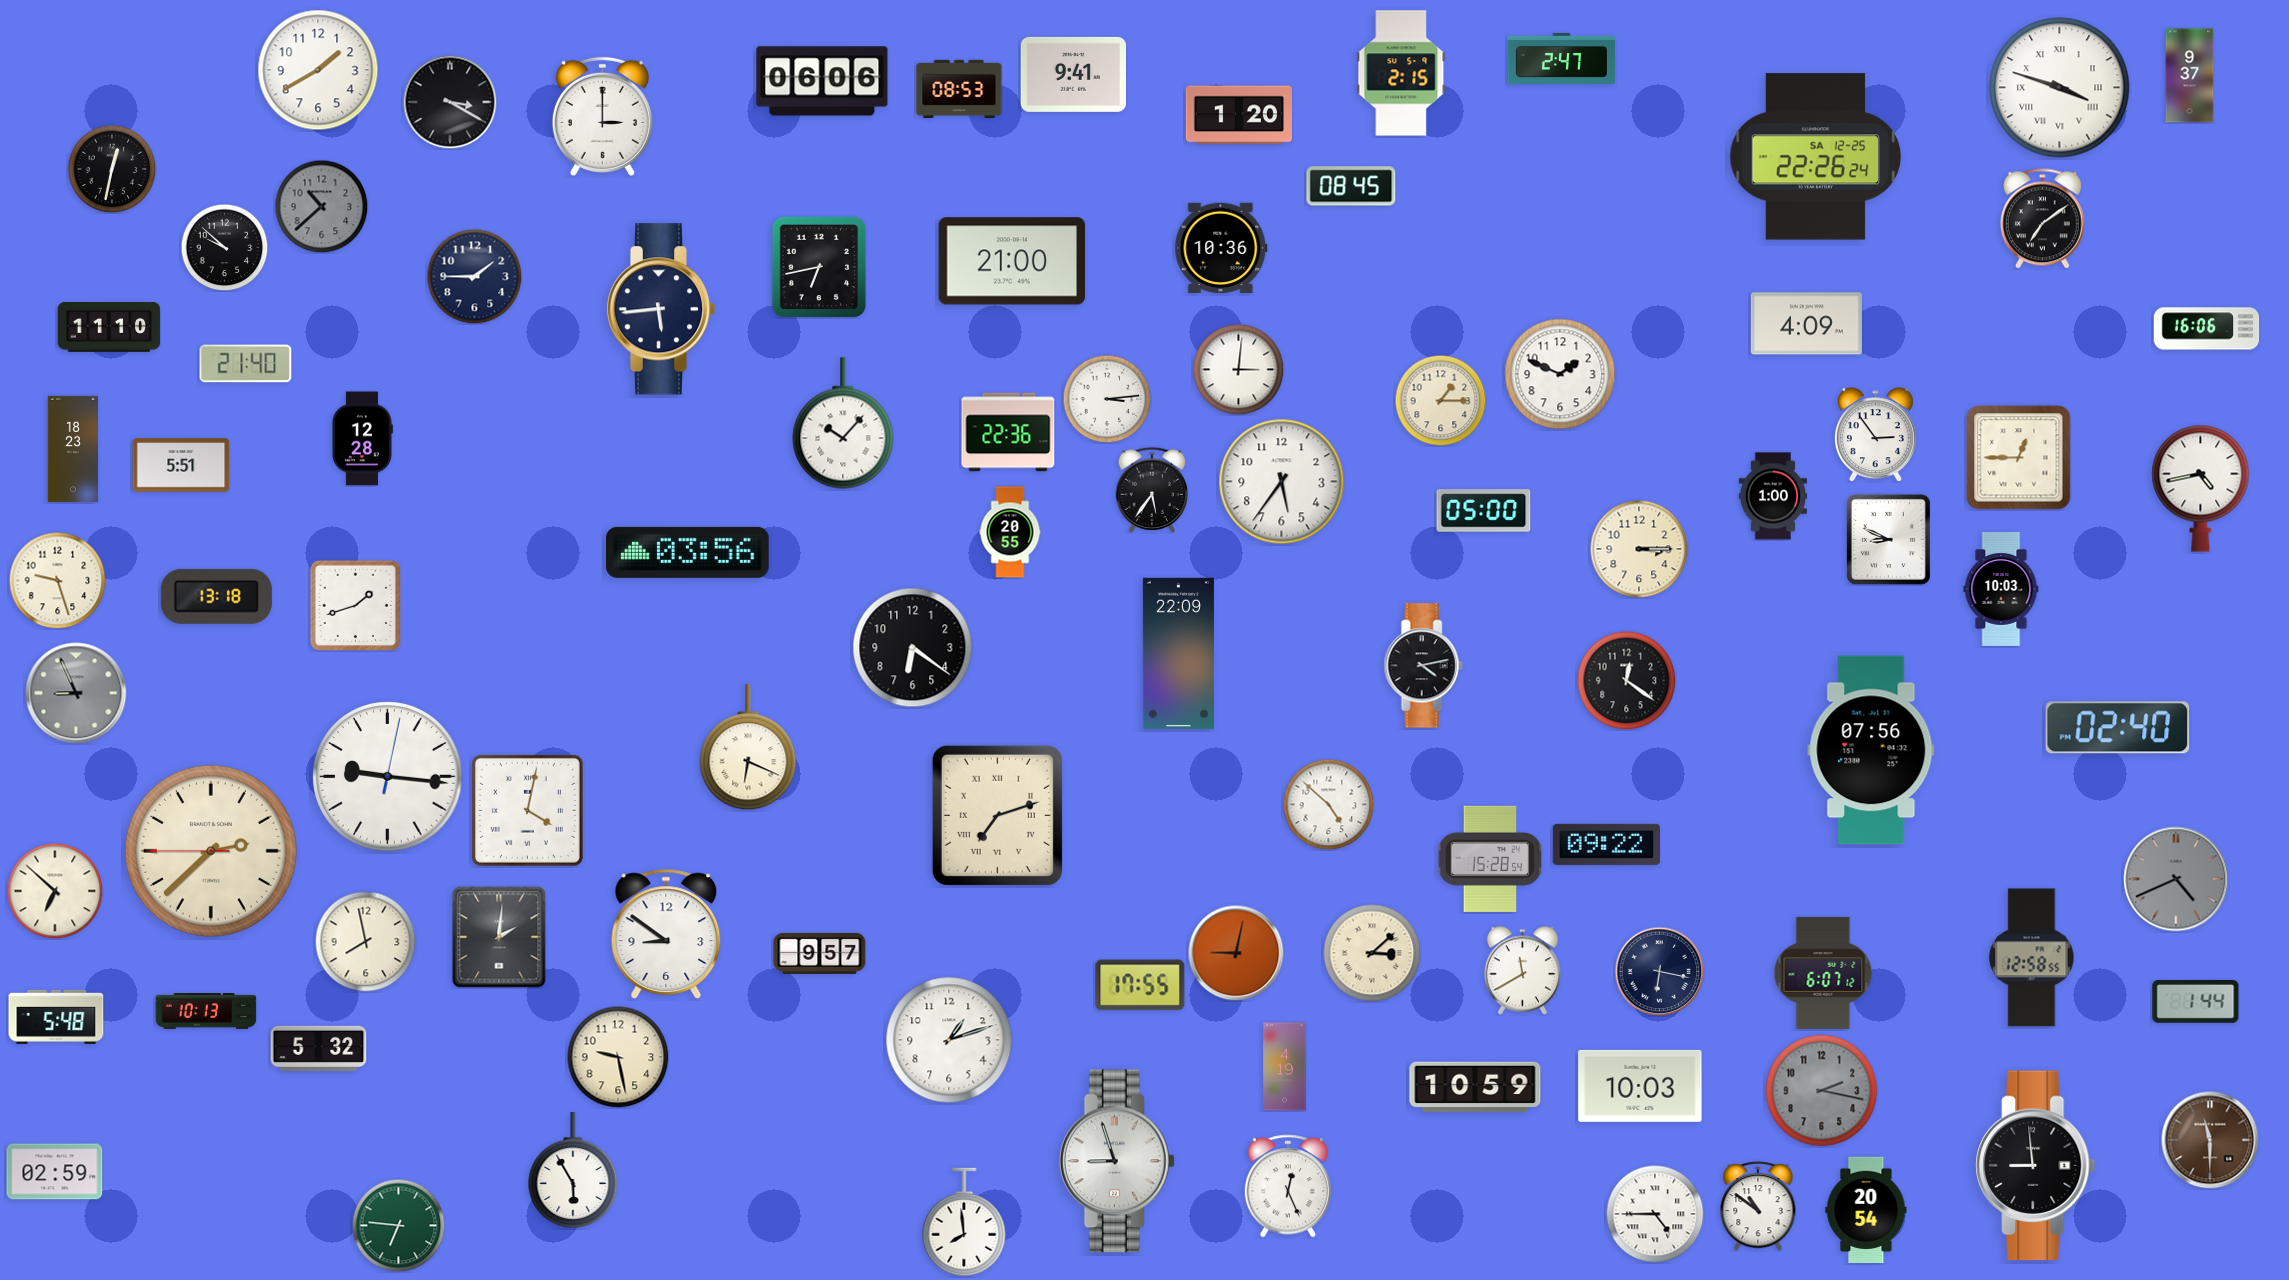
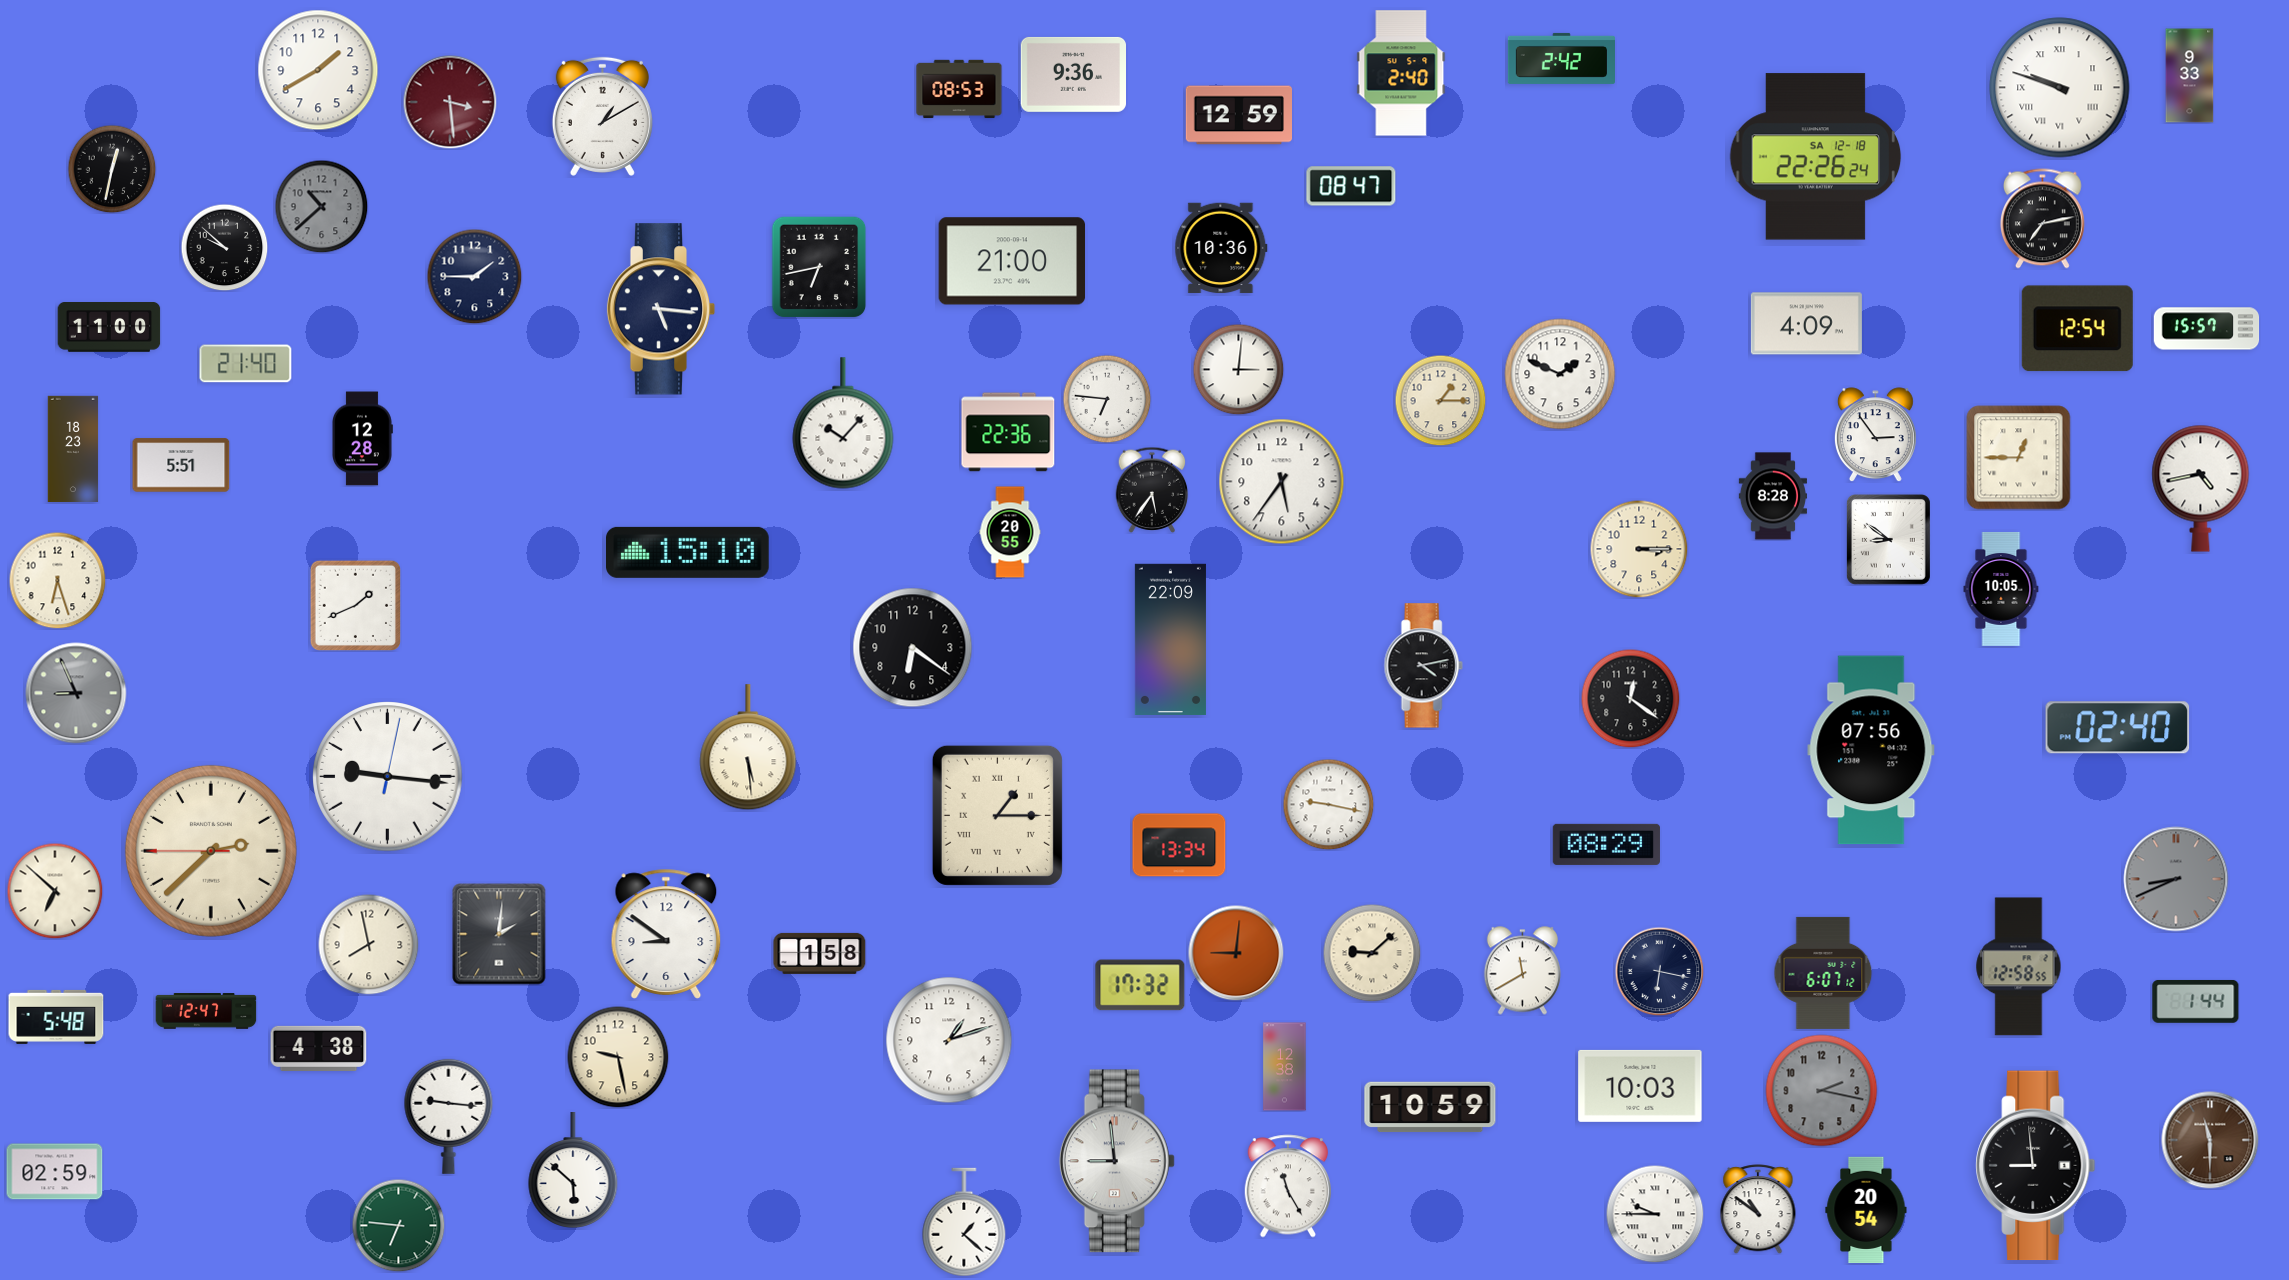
clock at (1561, 58): 2:47 -> 2:42
clock at (1401, 73): 2:15 -> 2:40
clock at (1073, 74): 9:41 -> 9:36
clock at (2190, 76): 9:37 -> 9:33
clock at (822, 81): 06:06 -> none
clock at (2060, 88): 3:48 -> 9:48
clock at (450, 102): 3:20 -> 3:29
clock at (450, 102) dial: black -> burgundy
clock at (1238, 115): 1:20 -> 12:59
clock at (602, 116): 3:00 -> 1:10
clock at (1816, 157) date: SA 12-25 -> SA 12-18
clock at (1351, 186): 08:45 -> 08:47
clock at (2042, 219): 7:09 -> 7:13
clock at (661, 309): 5:44 -> 5:16
clock at (109, 328): 11:10 -> 11:00
clock at (2077, 329): none -> 12:54
clock at (2207, 329): 16:06 -> 15:57
clock at (1107, 399): 3:14 -> 6:46
clock at (1773, 496): 1:00 -> 8:28
clock at (1484, 511): 05:00 -> none
clock at (1888, 539): 8:49 -> 8:51
clock at (688, 552): 03:56 -> 15:10
clock at (57, 580): 9:27 -> 6:27
clock at (2001, 589): 10:03 -> 10:05
clock at (216, 596): 13:18 -> none
clock at (355, 605): 1:42 -> 1:41
clock at (1178, 653) position: (1178, 653) -> (1170, 639)
clock at (1627, 681) position: (1627, 681) -> (1631, 699)
clock at (748, 748): 6:19 -> 5:29
clock at (1328, 804): 4:52 -> 9:17
clock at (527, 810): 4:02 -> none
clock at (997, 815): 7:12 -> 1:15
clock at (1606, 844): 09:22 -> 08:29
clock at (1179, 845): none -> 13:34
clock at (1490, 858): 15:28 -> none
clock at (2176, 879): 4:41 -> 8:41
clock at (499, 937) position: (499, 937) -> (499, 934)
clock at (366, 942) position: (366, 942) -> (369, 945)
clock at (820, 953): 9:57 -> 1:58
clock at (1236, 953): 9:02 -> 9:01
clock at (1372, 953): 3:08 -> 9:08
clock at (2032, 958) position: (2032, 958) -> (2019, 967)
clock at (1140, 985): 17:55 -> 17:32
clock at (206, 1011): 10:13 -> 12:47
clock at (319, 1048): 5:32 -> 4:38
clock at (1285, 1067): 4:19 -> 12:38
clock at (1475, 1087) position: (1475, 1087) -> (1430, 1107)
clock at (449, 1116): none -> 9:16
clock at (1117, 1161): 8:57 -> 8:59
clock at (573, 1171): 5:55 -> 5:52
clock at (1287, 1186): 12:26 -> 11:25
clock at (1758, 1206) position: (1758, 1206) -> (1758, 1209)
clock at (1655, 1214): 4:45 -> 9:45
clock at (964, 1222): 7:59 -> 1:22
